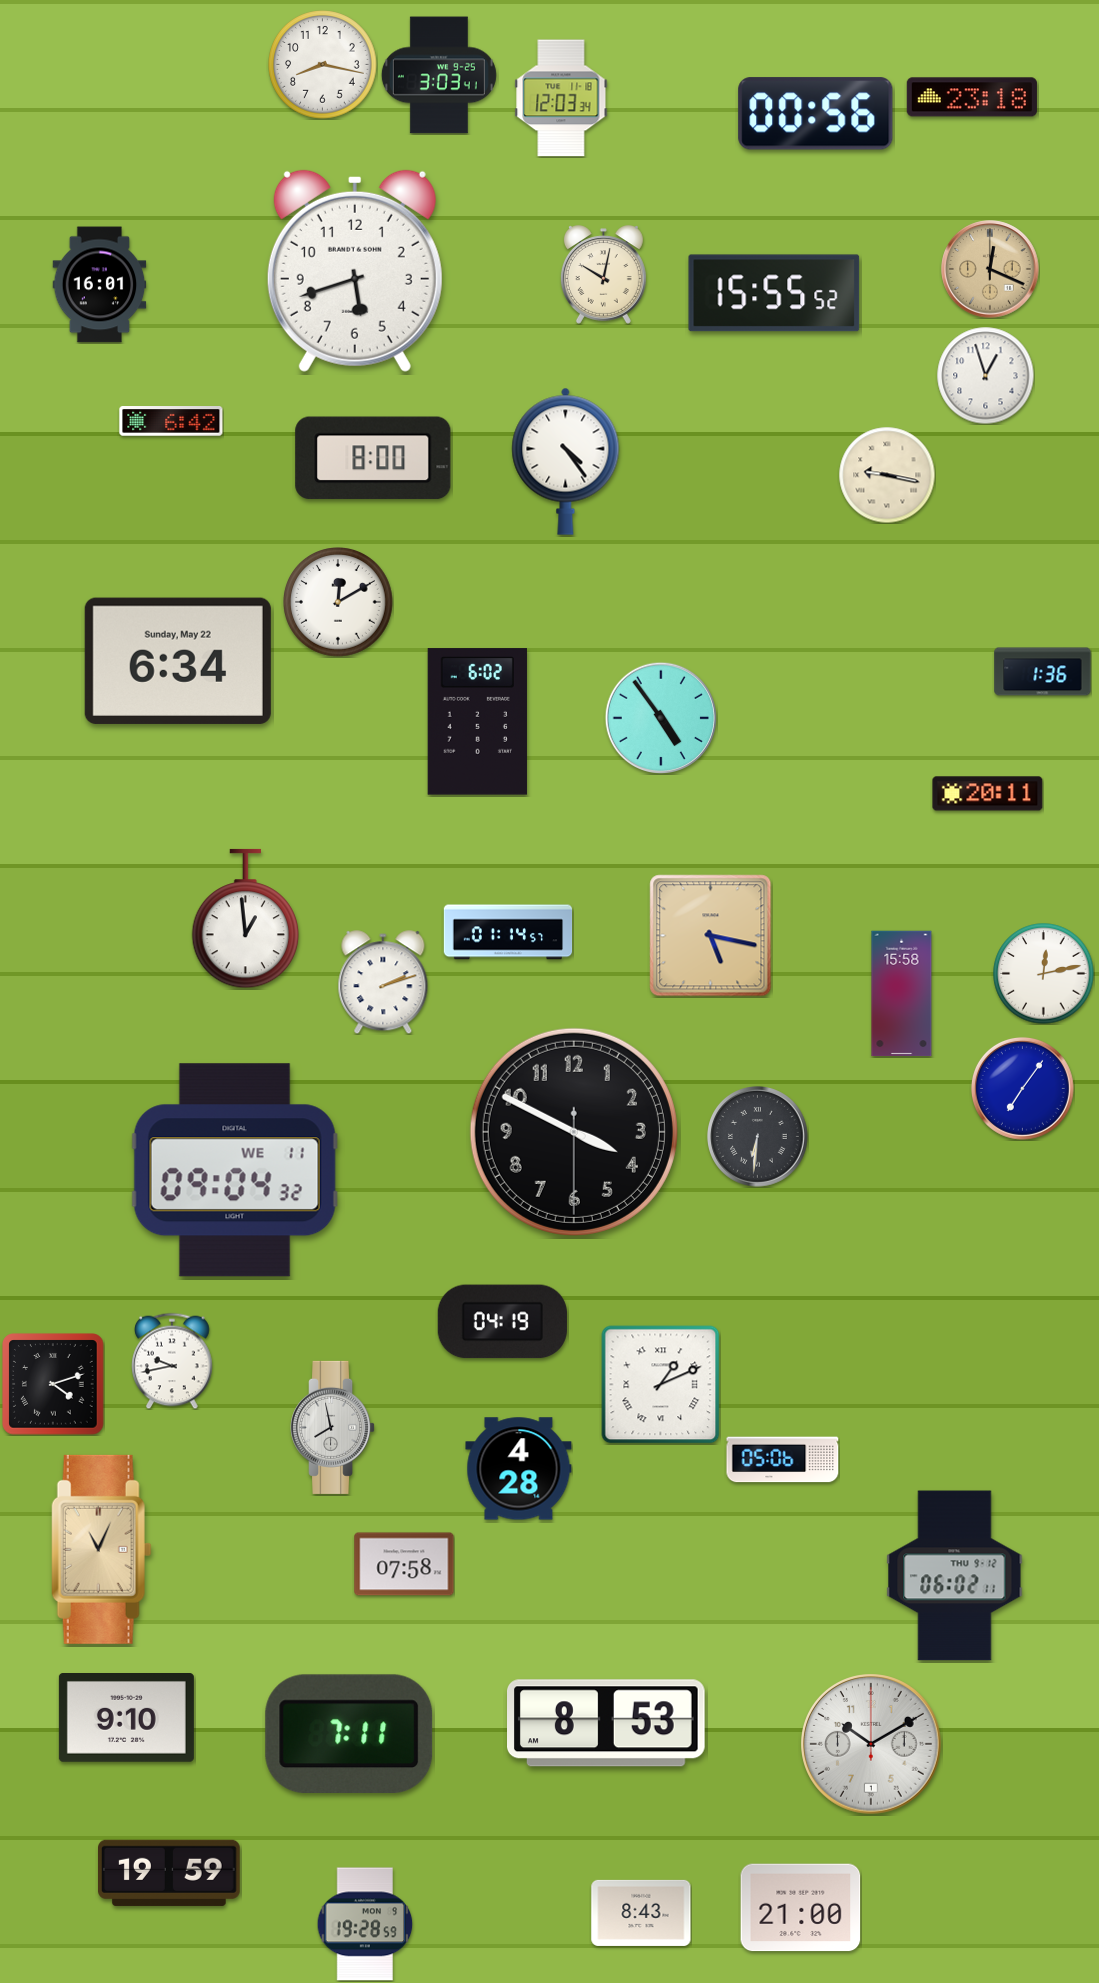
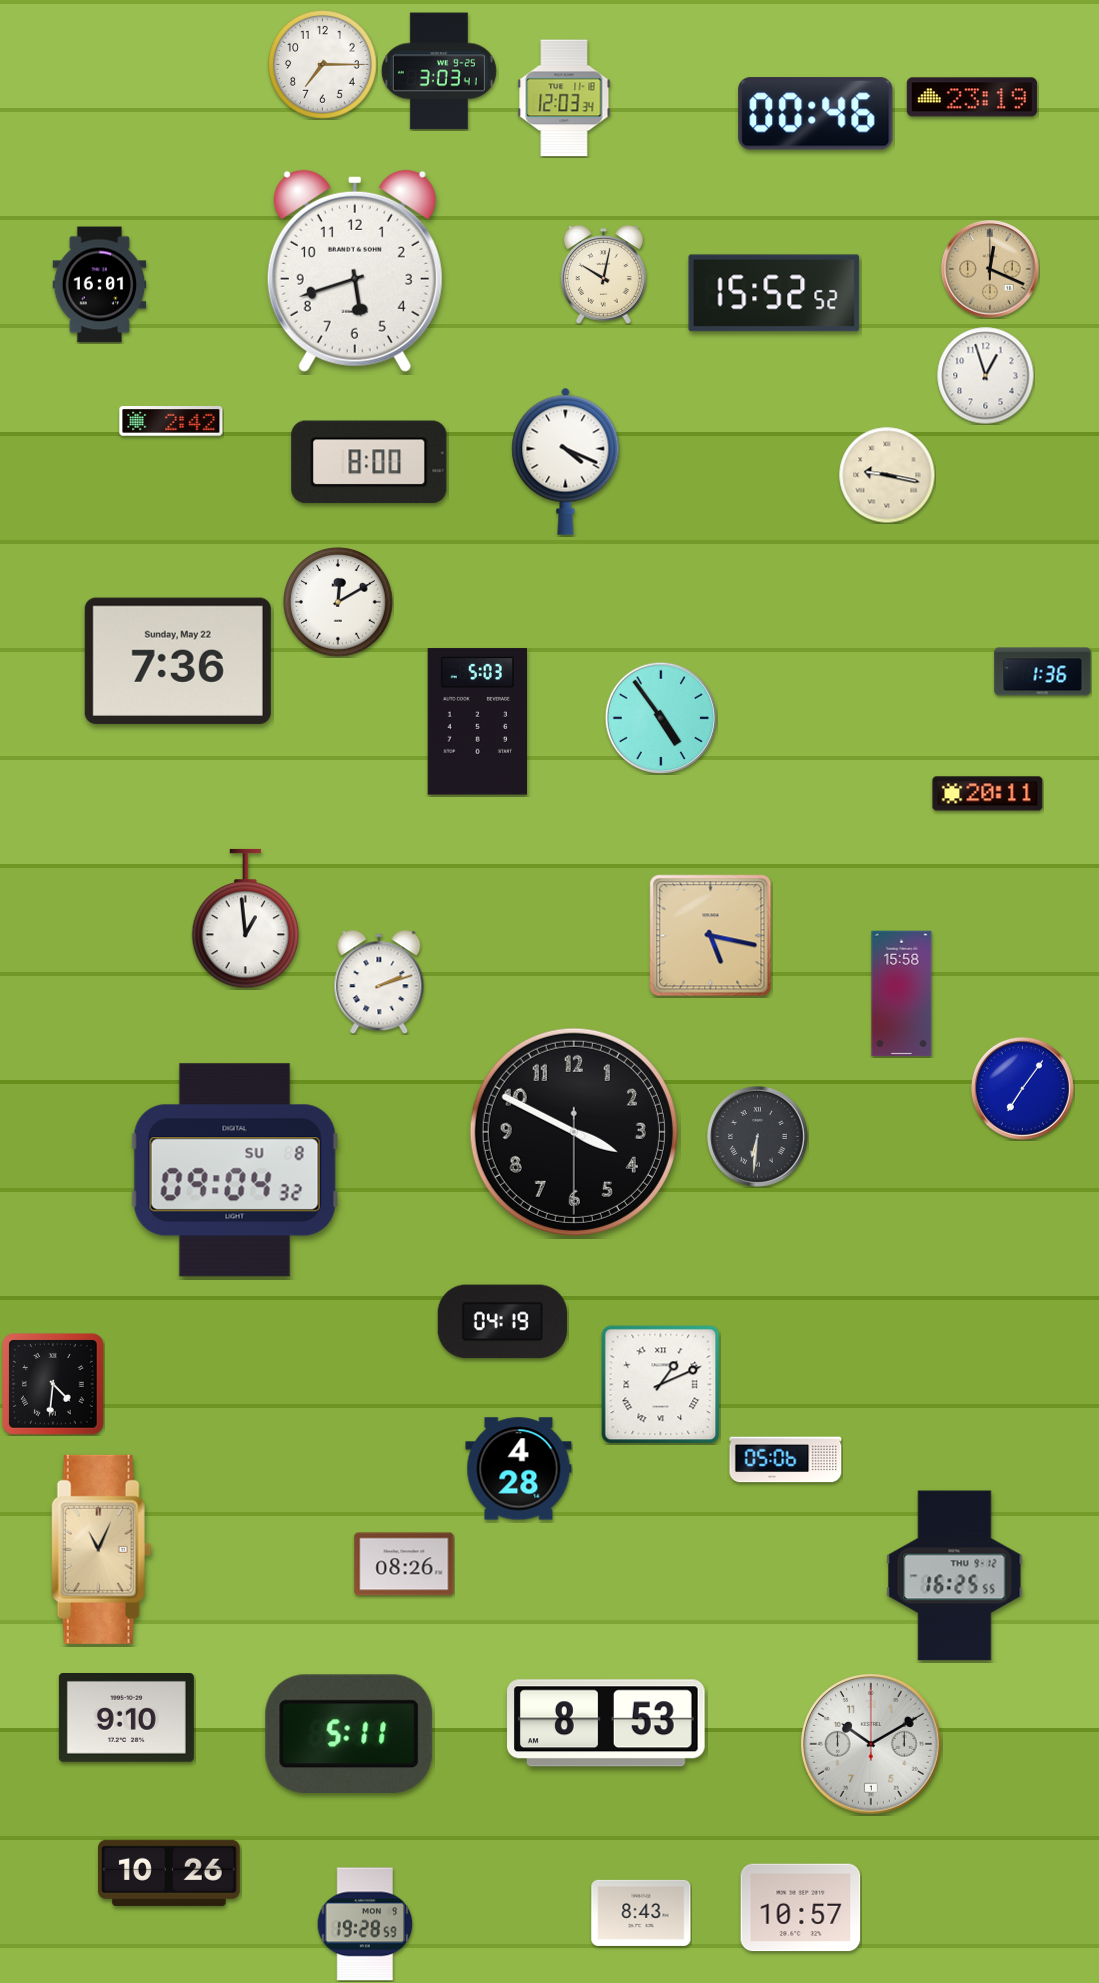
clock at (323, 65): 8:17 -> 7:15
clock at (439, 75) position: (439, 75) -> (439, 71)
clock at (972, 97): 23:18 -> 23:19
clock at (561, 98) position: (561, 98) -> (564, 98)
clock at (816, 114): 00:56 -> 00:46
clock at (774, 293): 15:55 -> 15:52
clock at (171, 421): 6:42 -> 2:42
clock at (373, 458) position: (373, 458) -> (369, 462)
clock at (566, 461): 4:24 -> 4:19
clock at (178, 661): 6:34 -> 7:36
clock at (477, 722): 6:02 -> 5:03
clock at (508, 932): 01:14 -> none
clock at (1044, 974): 12:13 -> none
clock at (383, 982) position: (383, 982) -> (379, 982)
clock at (235, 1170) date: WE 11 -> SU 8
clock at (172, 1361): 9:43 -> none
clock at (53, 1384): 4:12 -> 4:31
clock at (333, 1427): 7:58 -> none
clock at (783, 1460) position: (783, 1460) -> (786, 1460)
clock at (404, 1564): 07:58 -> 08:26
clock at (955, 1576): 06:02 -> 16:25
clock at (349, 1733): 7:11 -> 5:11
clock at (170, 1873): 19:59 -> 10:26
clock at (801, 1908): 21:00 -> 10:57
